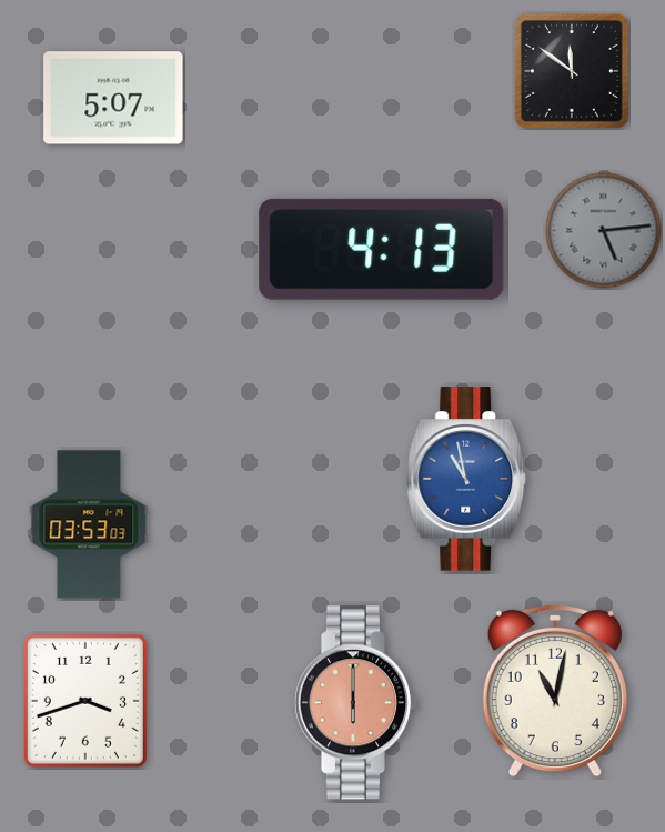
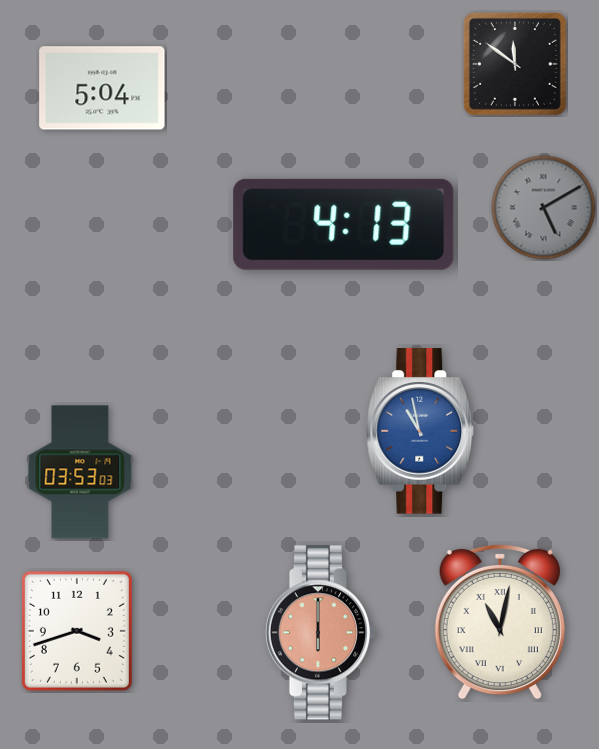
clock at (113, 98): 5:07 -> 5:04
clock at (604, 231): 5:14 -> 5:10
clock at (555, 691) numerals: Arabic -> Roman
